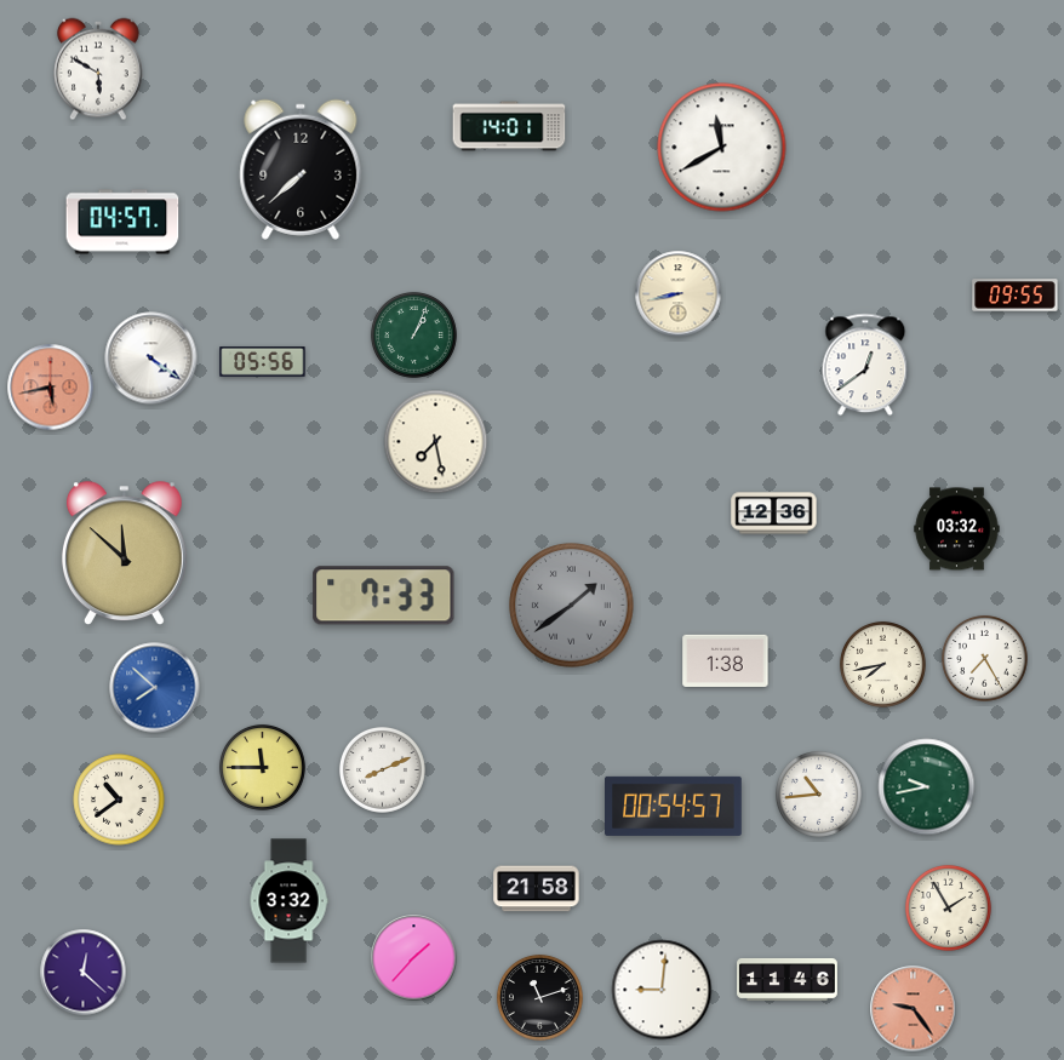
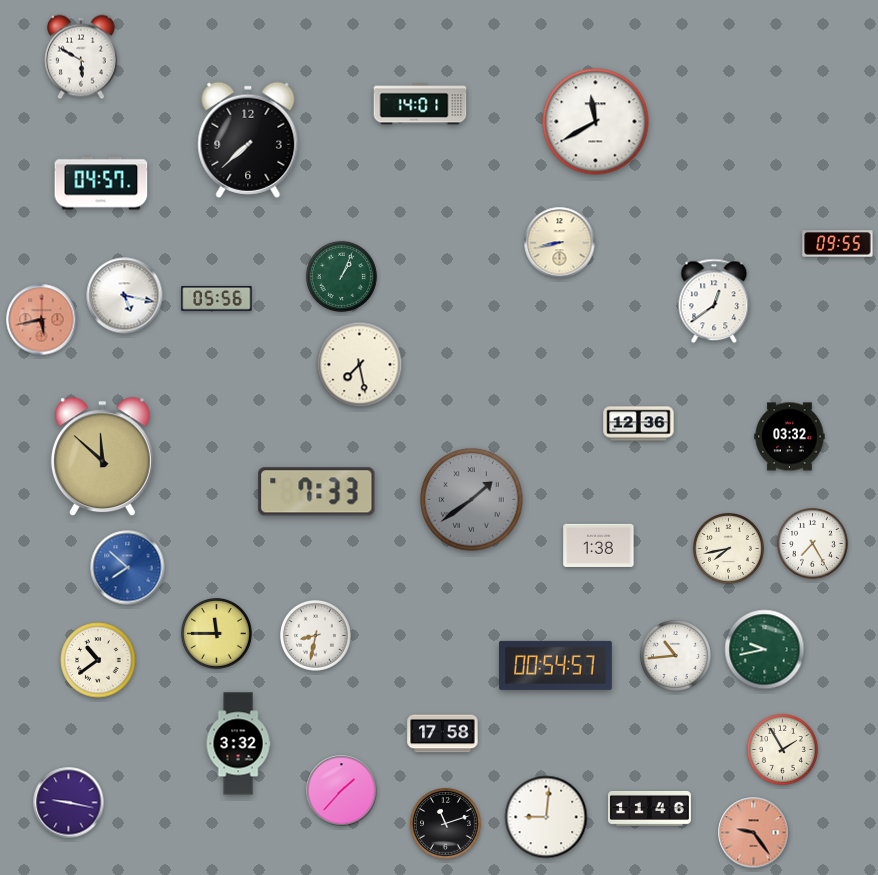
clock at (151, 359): 4:21 -> 5:17
clock at (382, 769): 8:11 -> 8:32
clock at (537, 889): 21:58 -> 17:58
clock at (84, 973): 12:22 -> 9:17
